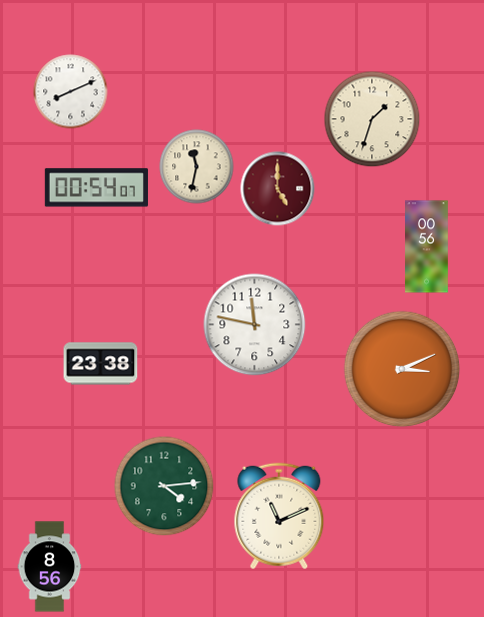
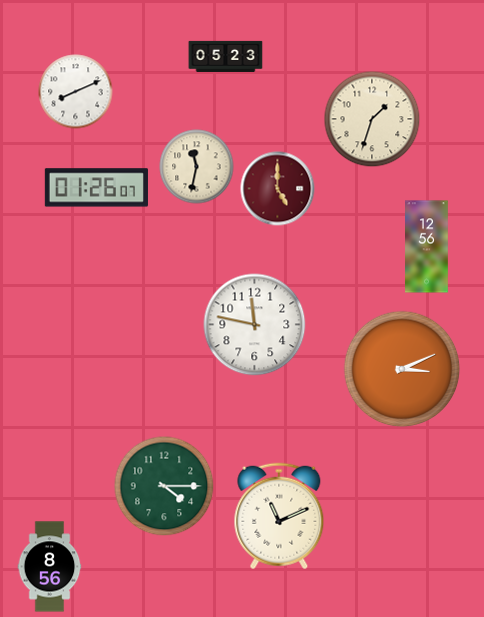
clock at (226, 56): none -> 05:23
clock at (71, 92) position: (71, 92) -> (76, 92)
clock at (96, 188): 00:54 -> 01:26
clock at (427, 247): 00:56 -> 12:56
clock at (101, 364): 23:38 -> none
clock at (164, 486): 4:14 -> 4:15
